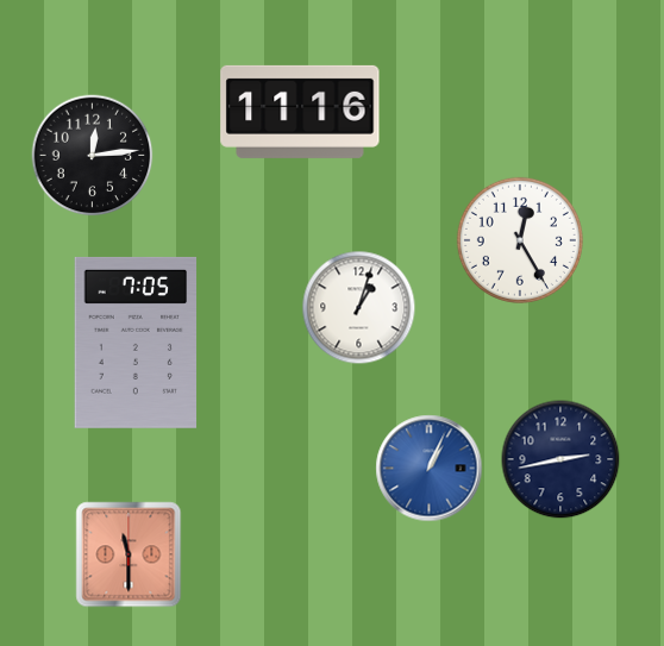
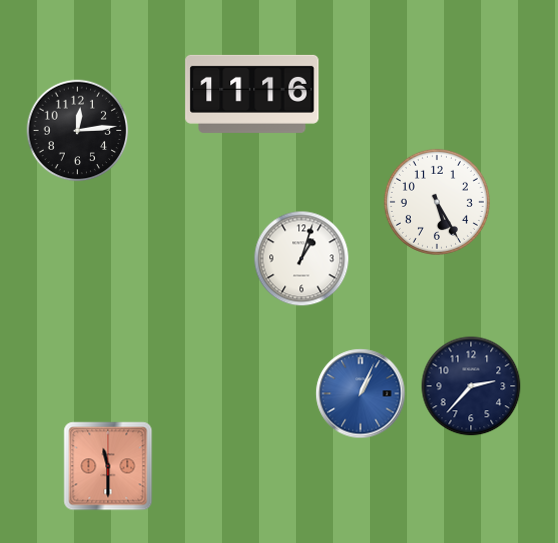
clock at (520, 240): 12:25 -> 5:25
clock at (136, 343): 7:05 -> none
clock at (560, 459): 2:43 -> 2:37
